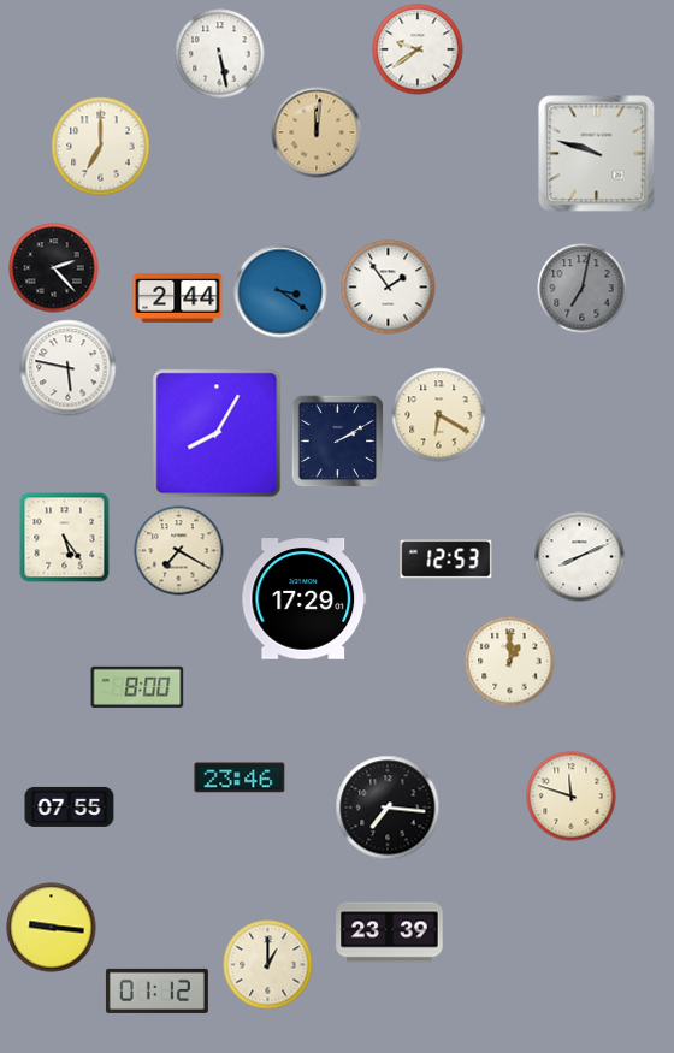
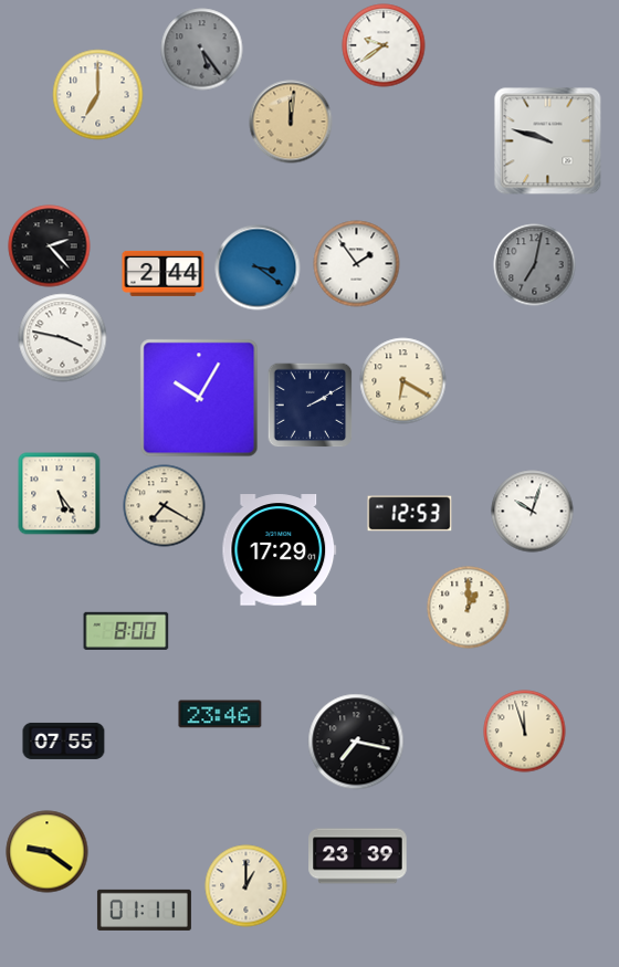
clock at (220, 54): 5:28 -> 5:24
clock at (220, 54) dial: white -> grey
clock at (101, 147) position: (101, 147) -> (98, 95)
clock at (69, 368): 5:47 -> 3:47
clock at (217, 433): 8:05 -> 10:05
clock at (580, 557): 8:11 -> 10:03
clock at (572, 797): 11:48 -> 11:57
clock at (388, 808): 7:16 -> 7:17
clock at (52, 928): 9:16 -> 9:21
clock at (156, 990): 01:12 -> 01:11
